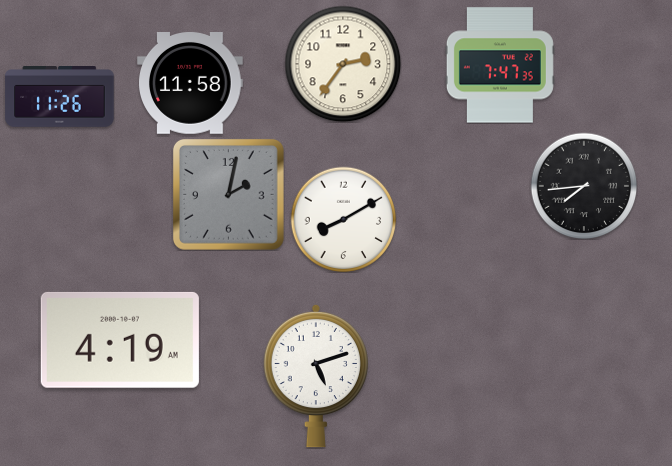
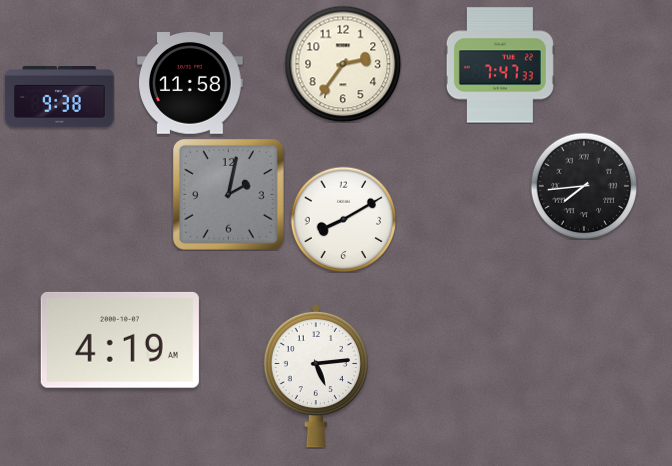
clock at (500, 65): 7:47:35 -> 7:47:33
clock at (60, 97): 11:26 -> 9:38
clock at (316, 376): 5:12 -> 5:14
